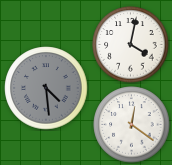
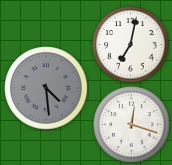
clock at (131, 45): 4:02 -> 7:02
clock at (132, 125): 12:21 -> 12:18
